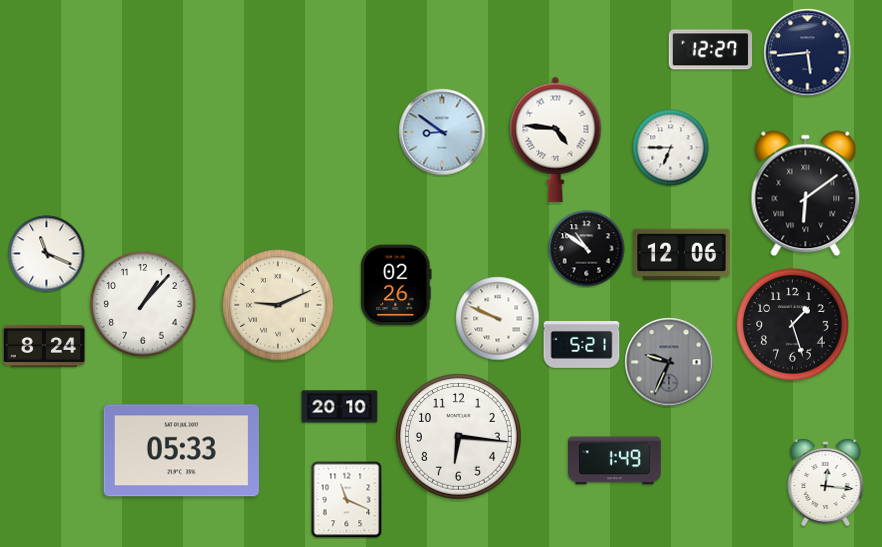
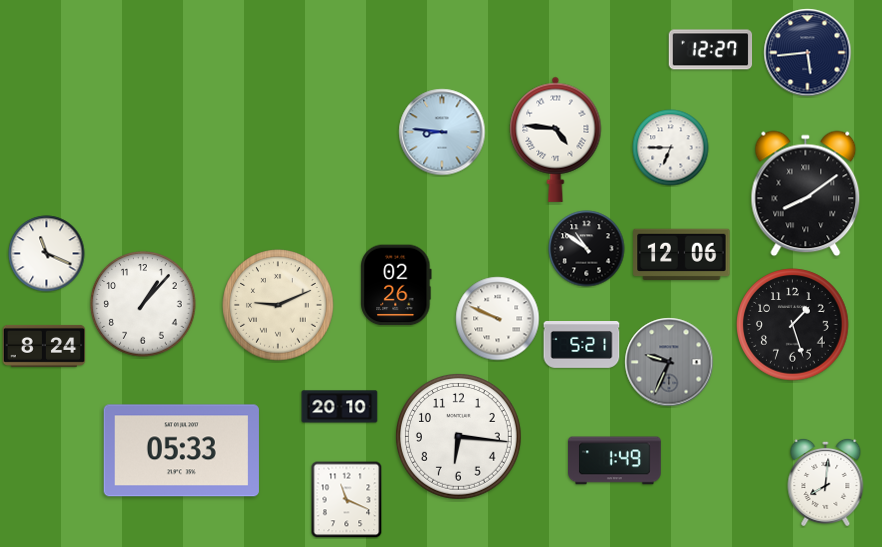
clock at (442, 132): 8:51 -> 8:46
clock at (806, 194): 6:09 -> 8:09
clock at (826, 482): 12:16 -> 8:01
